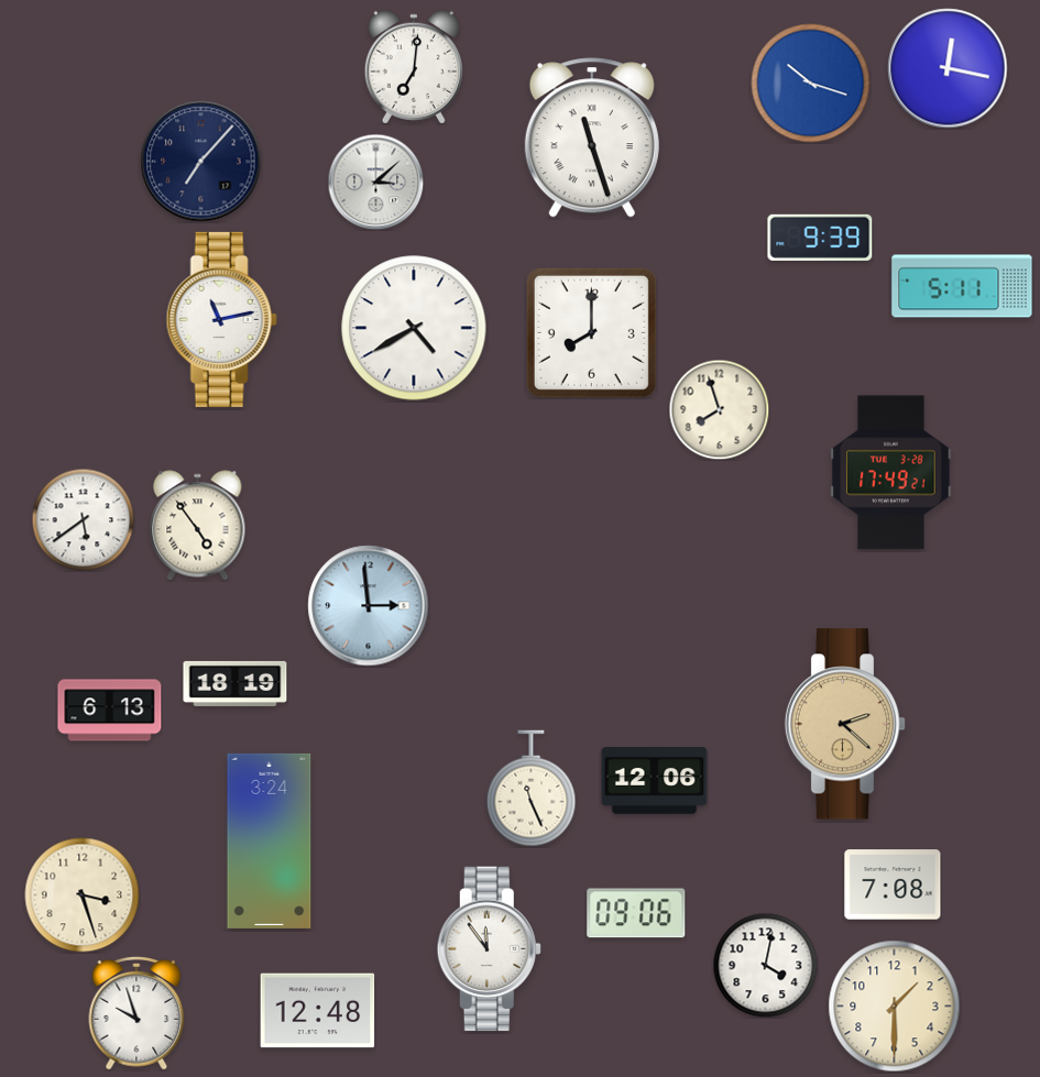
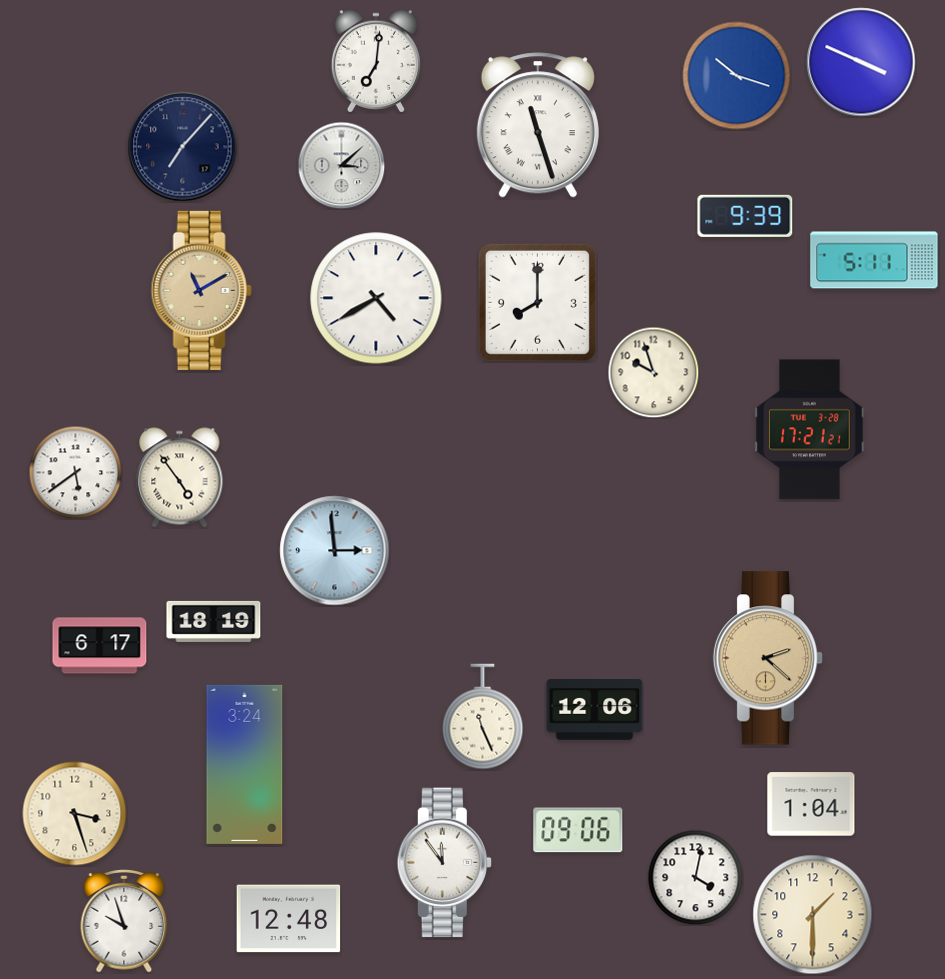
clock at (948, 68): 12:17 -> 3:49
clock at (221, 319): 11:13 -> 11:10
clock at (221, 319) dial: white -> champagne
clock at (719, 409): 7:57 -> 9:57
clock at (891, 473): 17:49 -> 17:21
clock at (110, 711): 6:13 -> 6:17
clock at (893, 884): 7:08 -> 1:04
